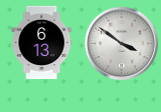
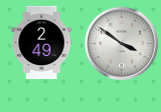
clock at (42, 43): 6:13 -> 2:49
